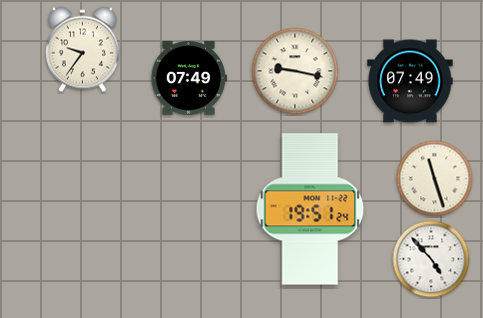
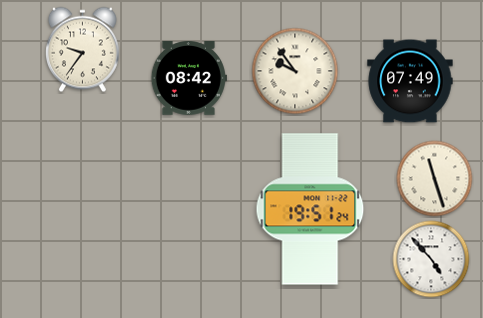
clock at (295, 71): 9:17 -> 9:54
clock at (189, 79): 07:49 -> 08:42
